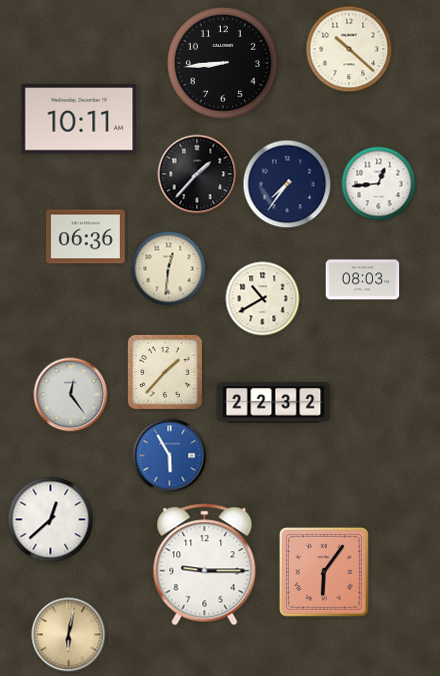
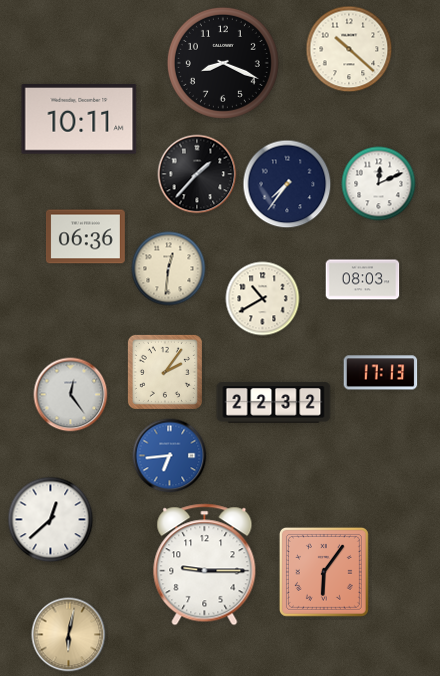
clock at (223, 63): 8:44 -> 8:19
clock at (379, 184): 12:44 -> 12:11
clock at (165, 372): 1:37 -> 2:06
clock at (381, 373): none -> 17:13
clock at (170, 456): 5:55 -> 6:44
